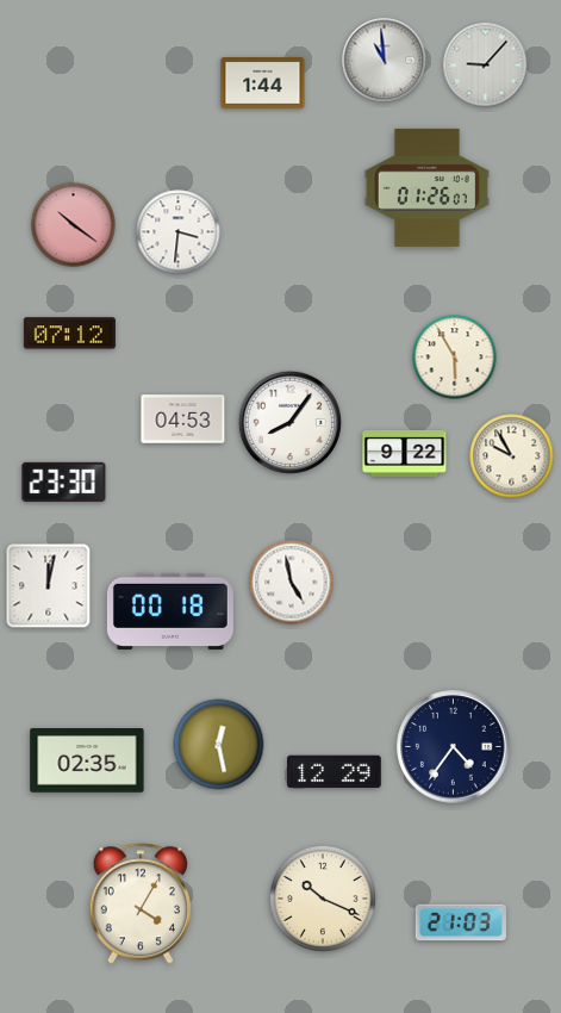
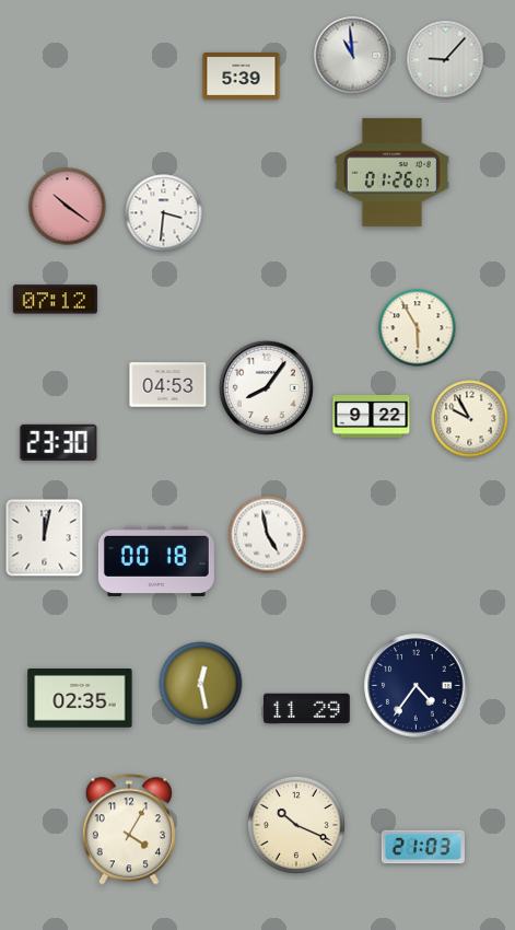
clock at (263, 83): 1:44 -> 5:39
clock at (69, 334) position: (69, 334) -> (55, 300)
clock at (335, 772): 12:29 -> 11:29
